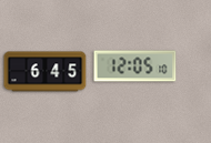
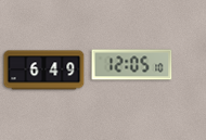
clock at (46, 72): 6:45 -> 6:49
